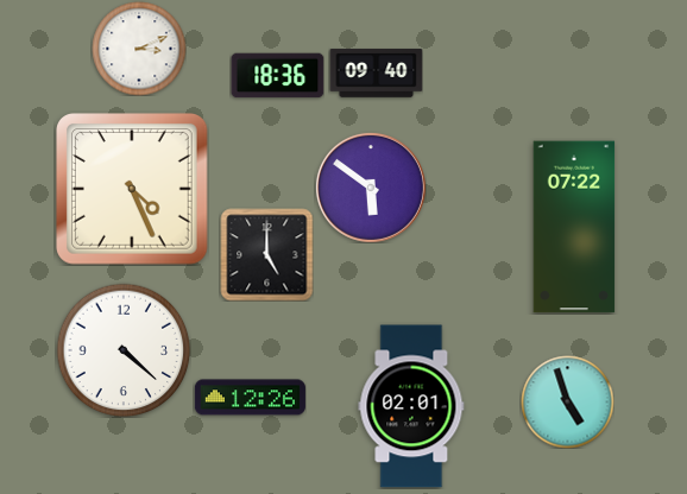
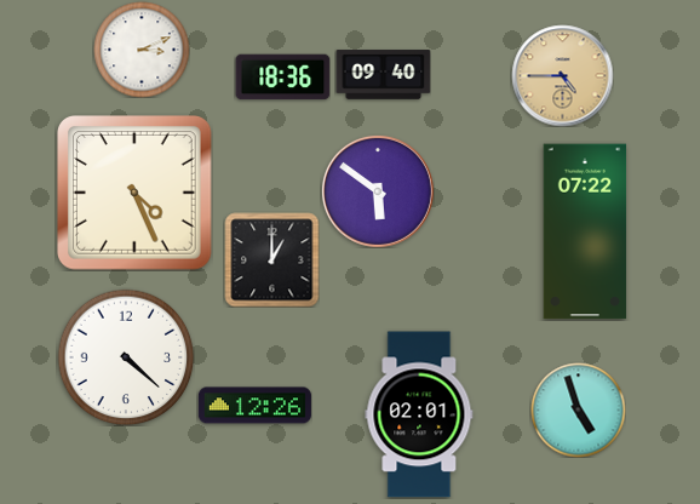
clock at (562, 75): none -> 4:45
clock at (266, 254): 5:00 -> 1:00
